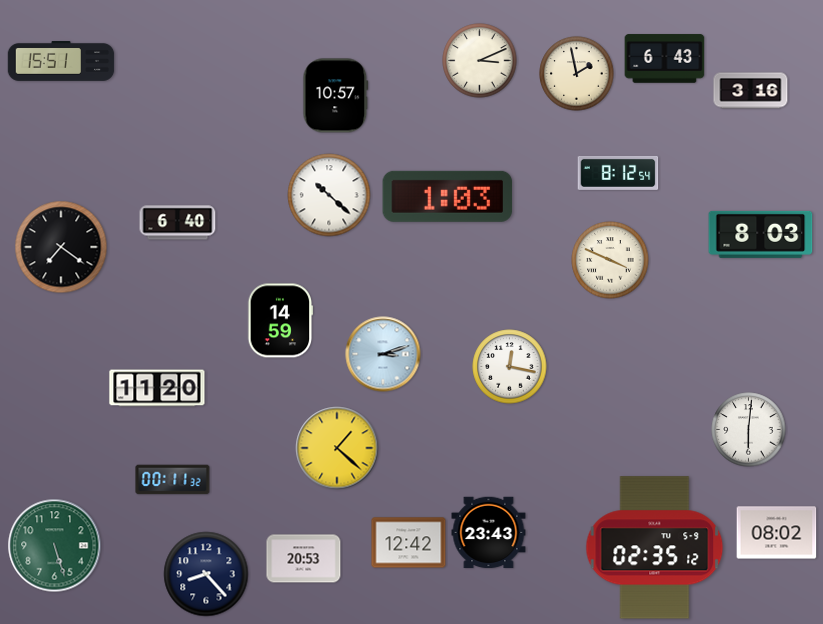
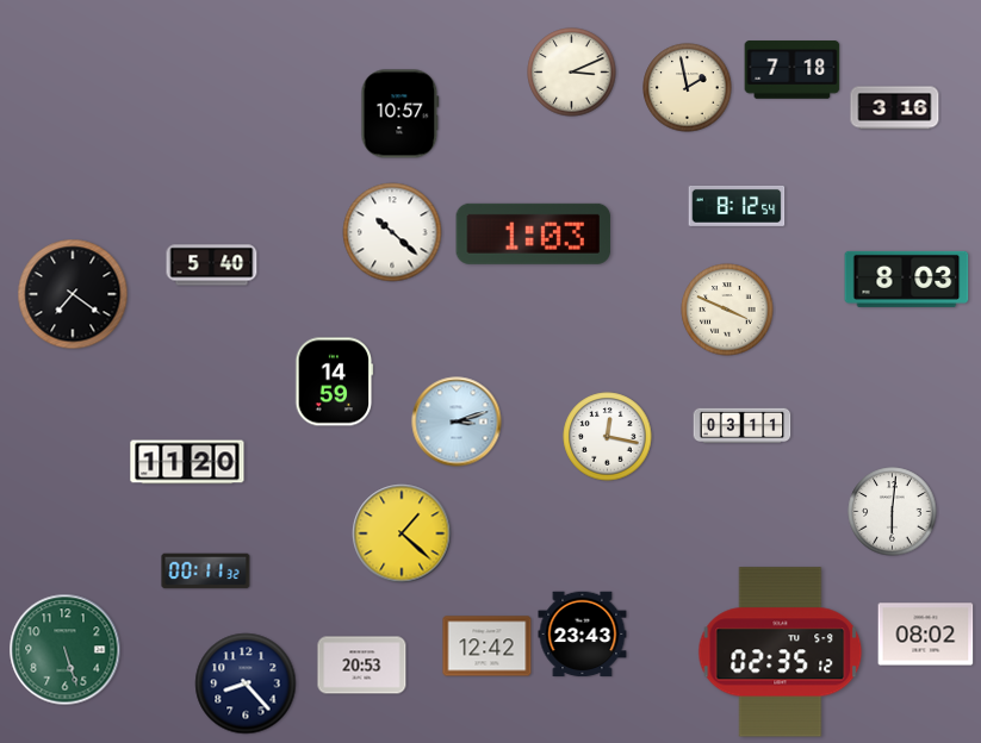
clock at (665, 59): 6:43 -> 7:18
clock at (61, 62): 15:51 -> none
clock at (178, 223): 6:40 -> 5:40
clock at (743, 426): none -> 03:11
